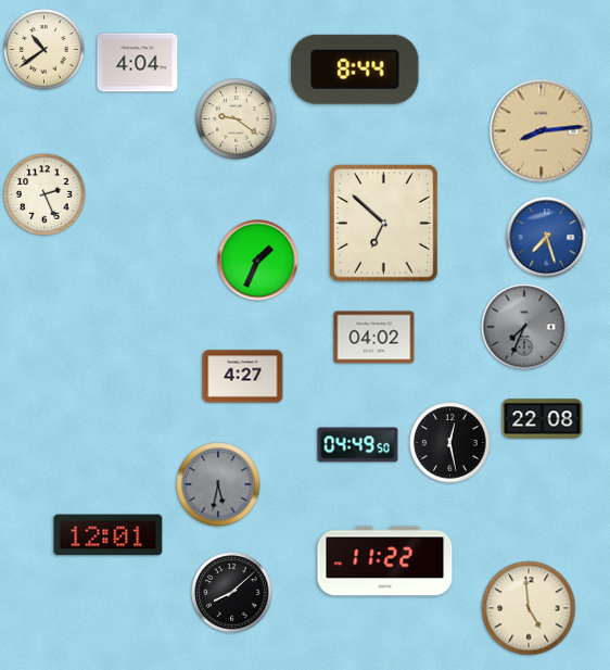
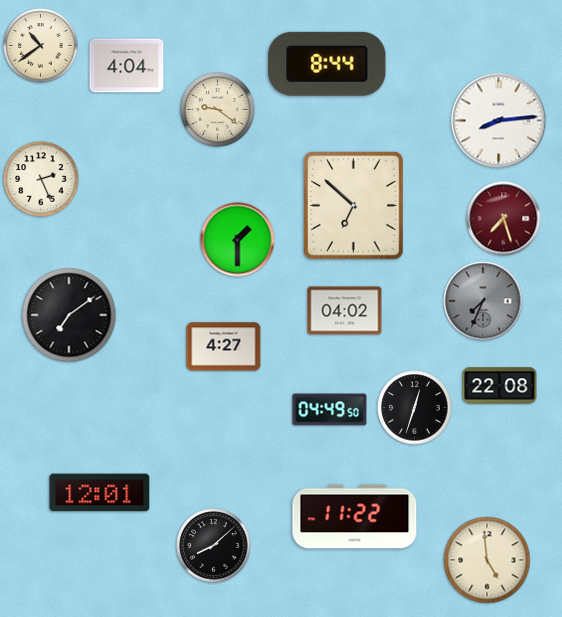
clock at (138, 63) position: (138, 63) -> (127, 66)
clock at (542, 131) dial: champagne -> white
clock at (547, 238) dial: blue -> burgundy
clock at (258, 261): 1:34 -> 1:30
clock at (69, 315): none -> 7:09
clock at (450, 443): 12:28 -> 12:33
clock at (218, 484): 5:32 -> none
